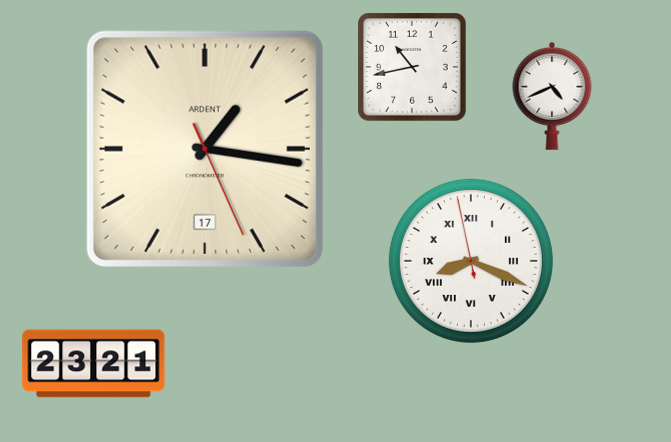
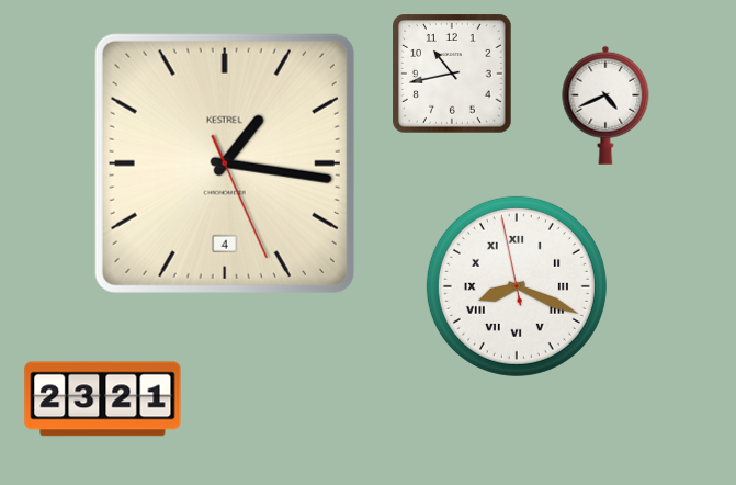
clock at (205, 149) date: 17 -> 4
clock at (205, 149) brand: ARDENT -> KESTREL
